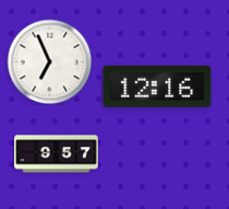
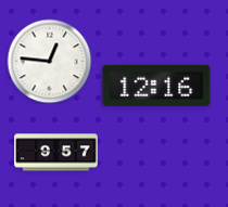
clock at (49, 61): 6:56 -> 12:46
